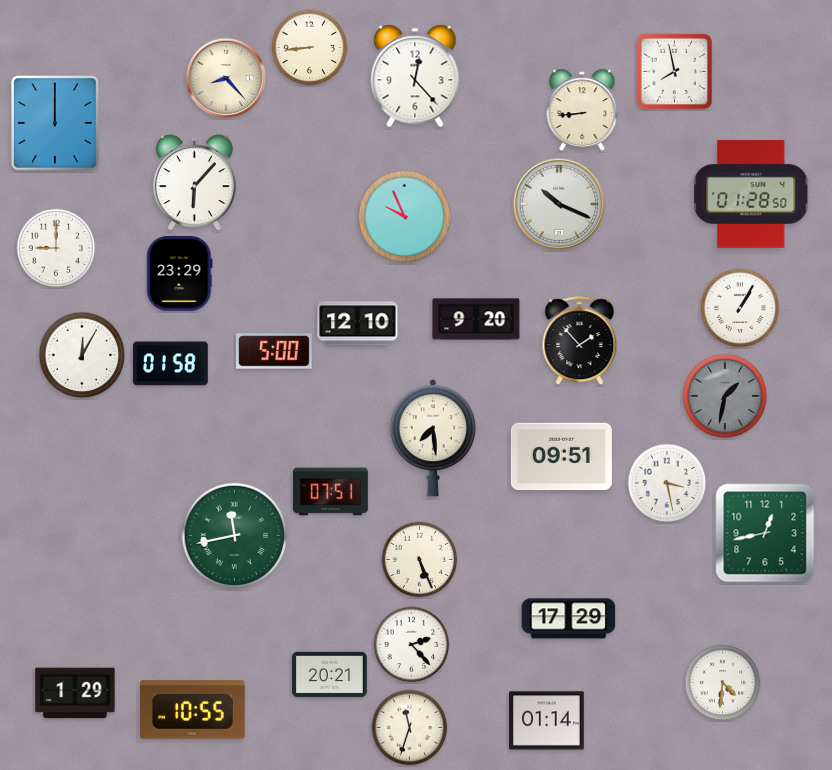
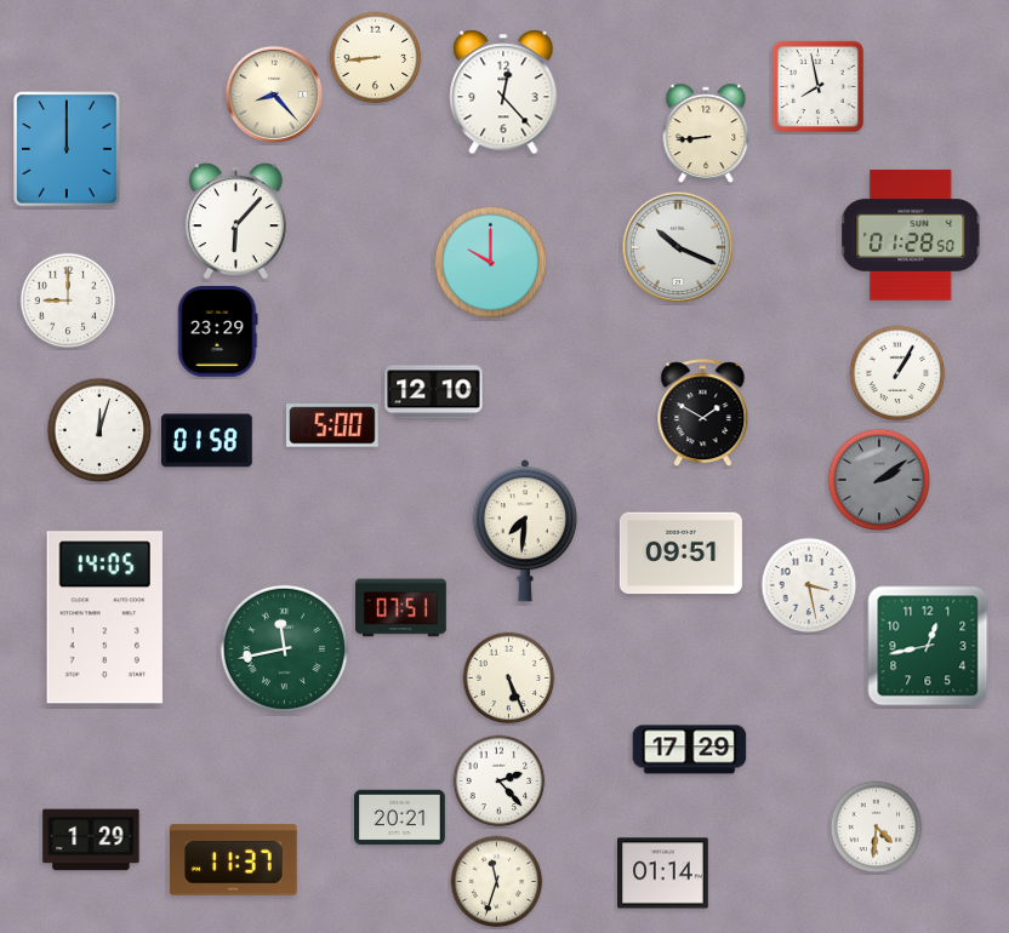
clock at (405, 217): 9:56 -> 10:00
clock at (476, 319): 9:20 -> none
clock at (580, 341): 1:53 -> 1:50
clock at (82, 355): 12:05 -> 12:03
clock at (725, 396): 1:32 -> 2:09
clock at (433, 438): 7:29 -> 7:31
clock at (331, 492) position: (331, 492) -> (401, 608)
clock at (104, 618): none -> 14:05
clock at (193, 710): 10:55 -> 11:37
